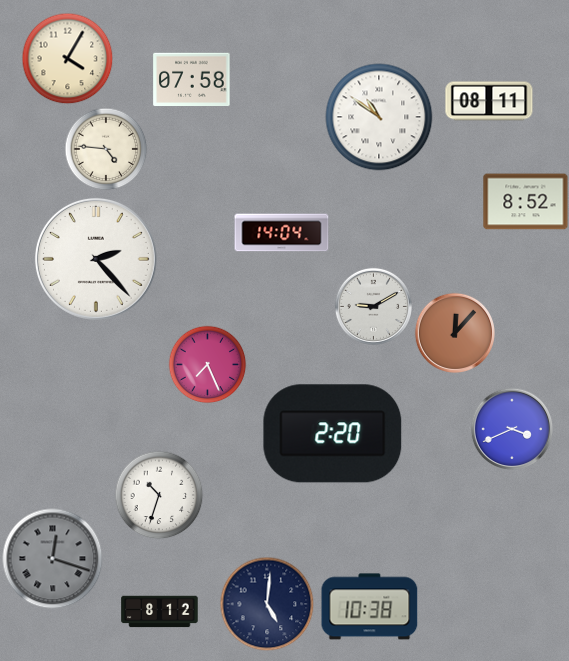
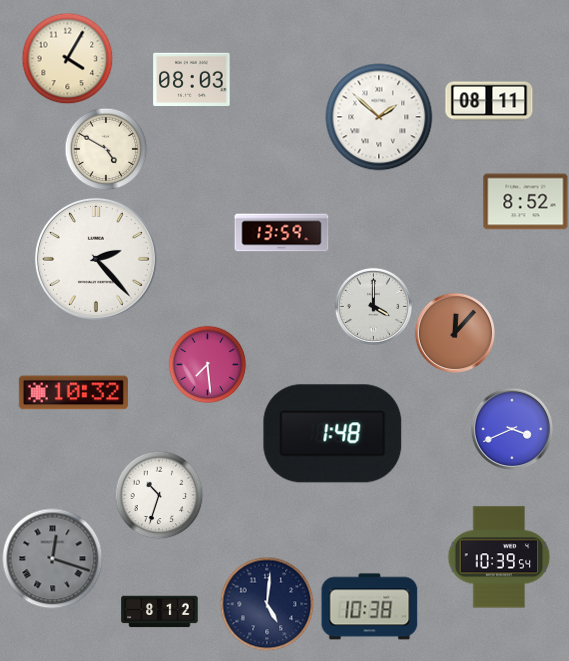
clock at (192, 79): 07:58 -> 08:03
clock at (379, 117): 10:51 -> 1:52
clock at (106, 149): 4:46 -> 4:50
clock at (282, 233): 14:04 -> 13:59
clock at (373, 306): 9:10 -> 4:00
clock at (207, 364): 7:26 -> 7:29
clock at (73, 393): none -> 10:32
clock at (333, 434): 2:20 -> 1:48
clock at (499, 557): none -> 10:39
